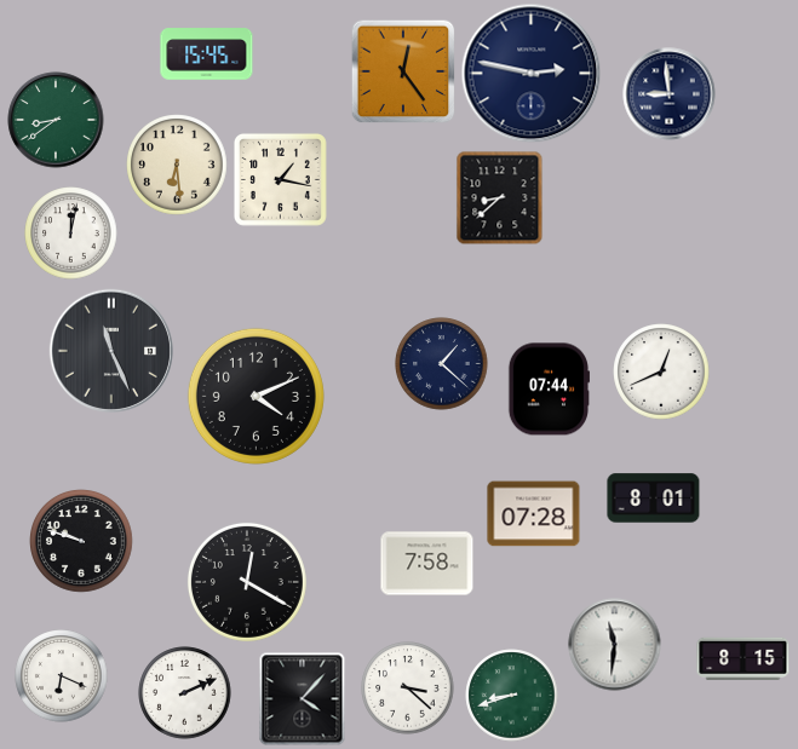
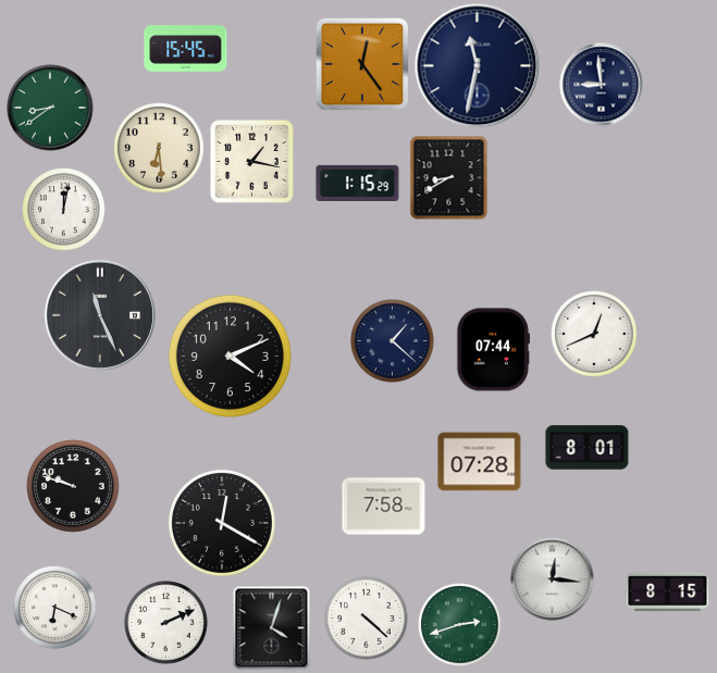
clock at (532, 74): 2:47 -> 11:32
clock at (500, 197): 8:38 -> 8:40
clock at (358, 183): none -> 1:15
clock at (442, 364) position: (442, 364) -> (393, 341)
clock at (615, 645): 11:31 -> 12:16
clock at (408, 688): 3:22 -> 4:22
clock at (512, 696): 8:42 -> 2:42
clock at (303, 699): 4:07 -> 4:03
